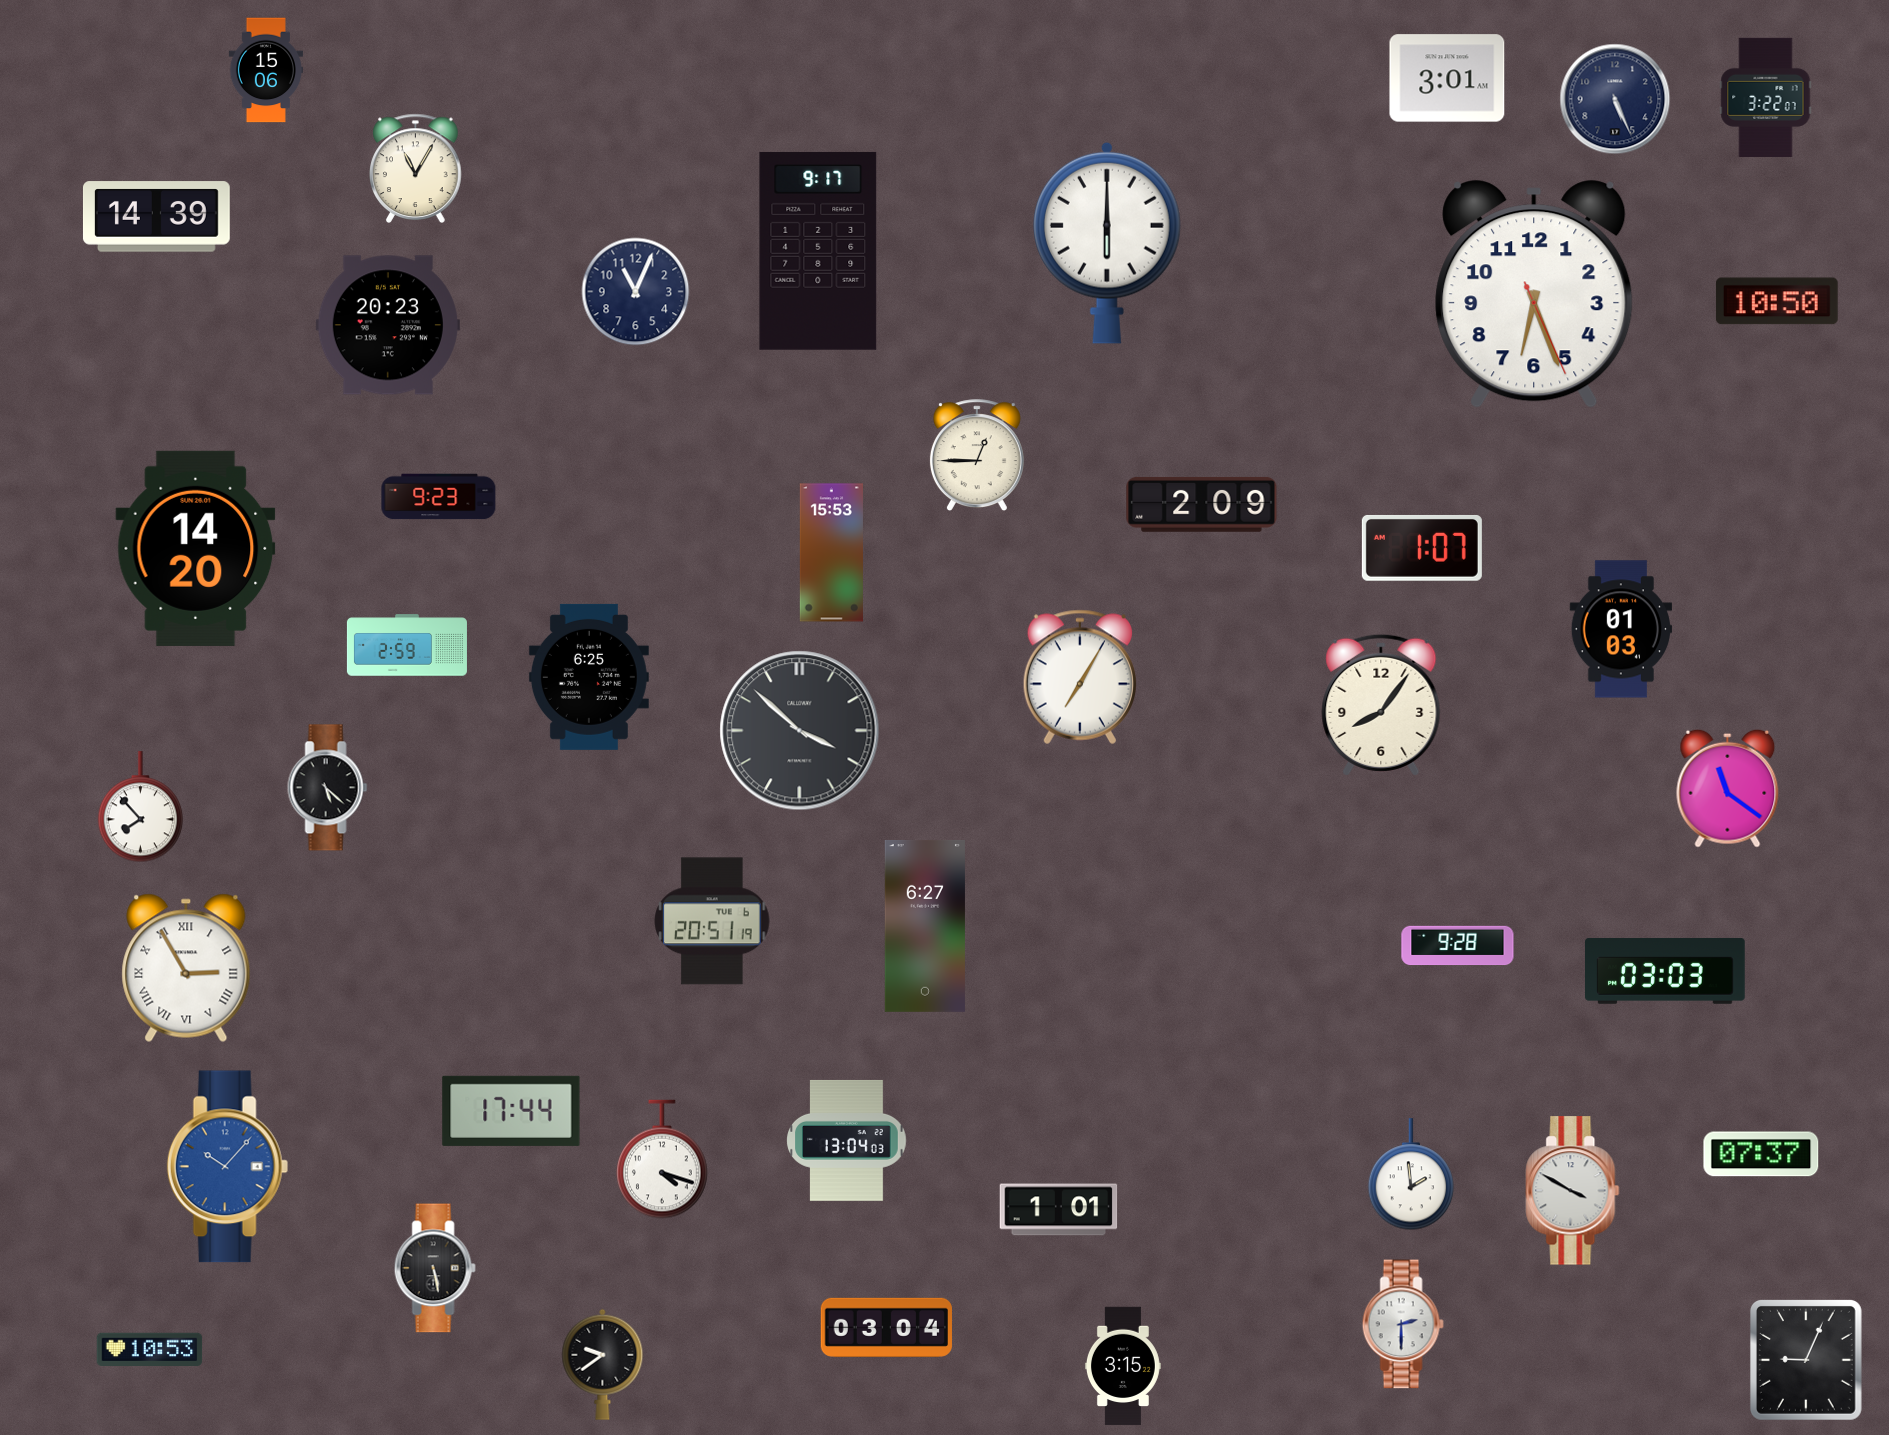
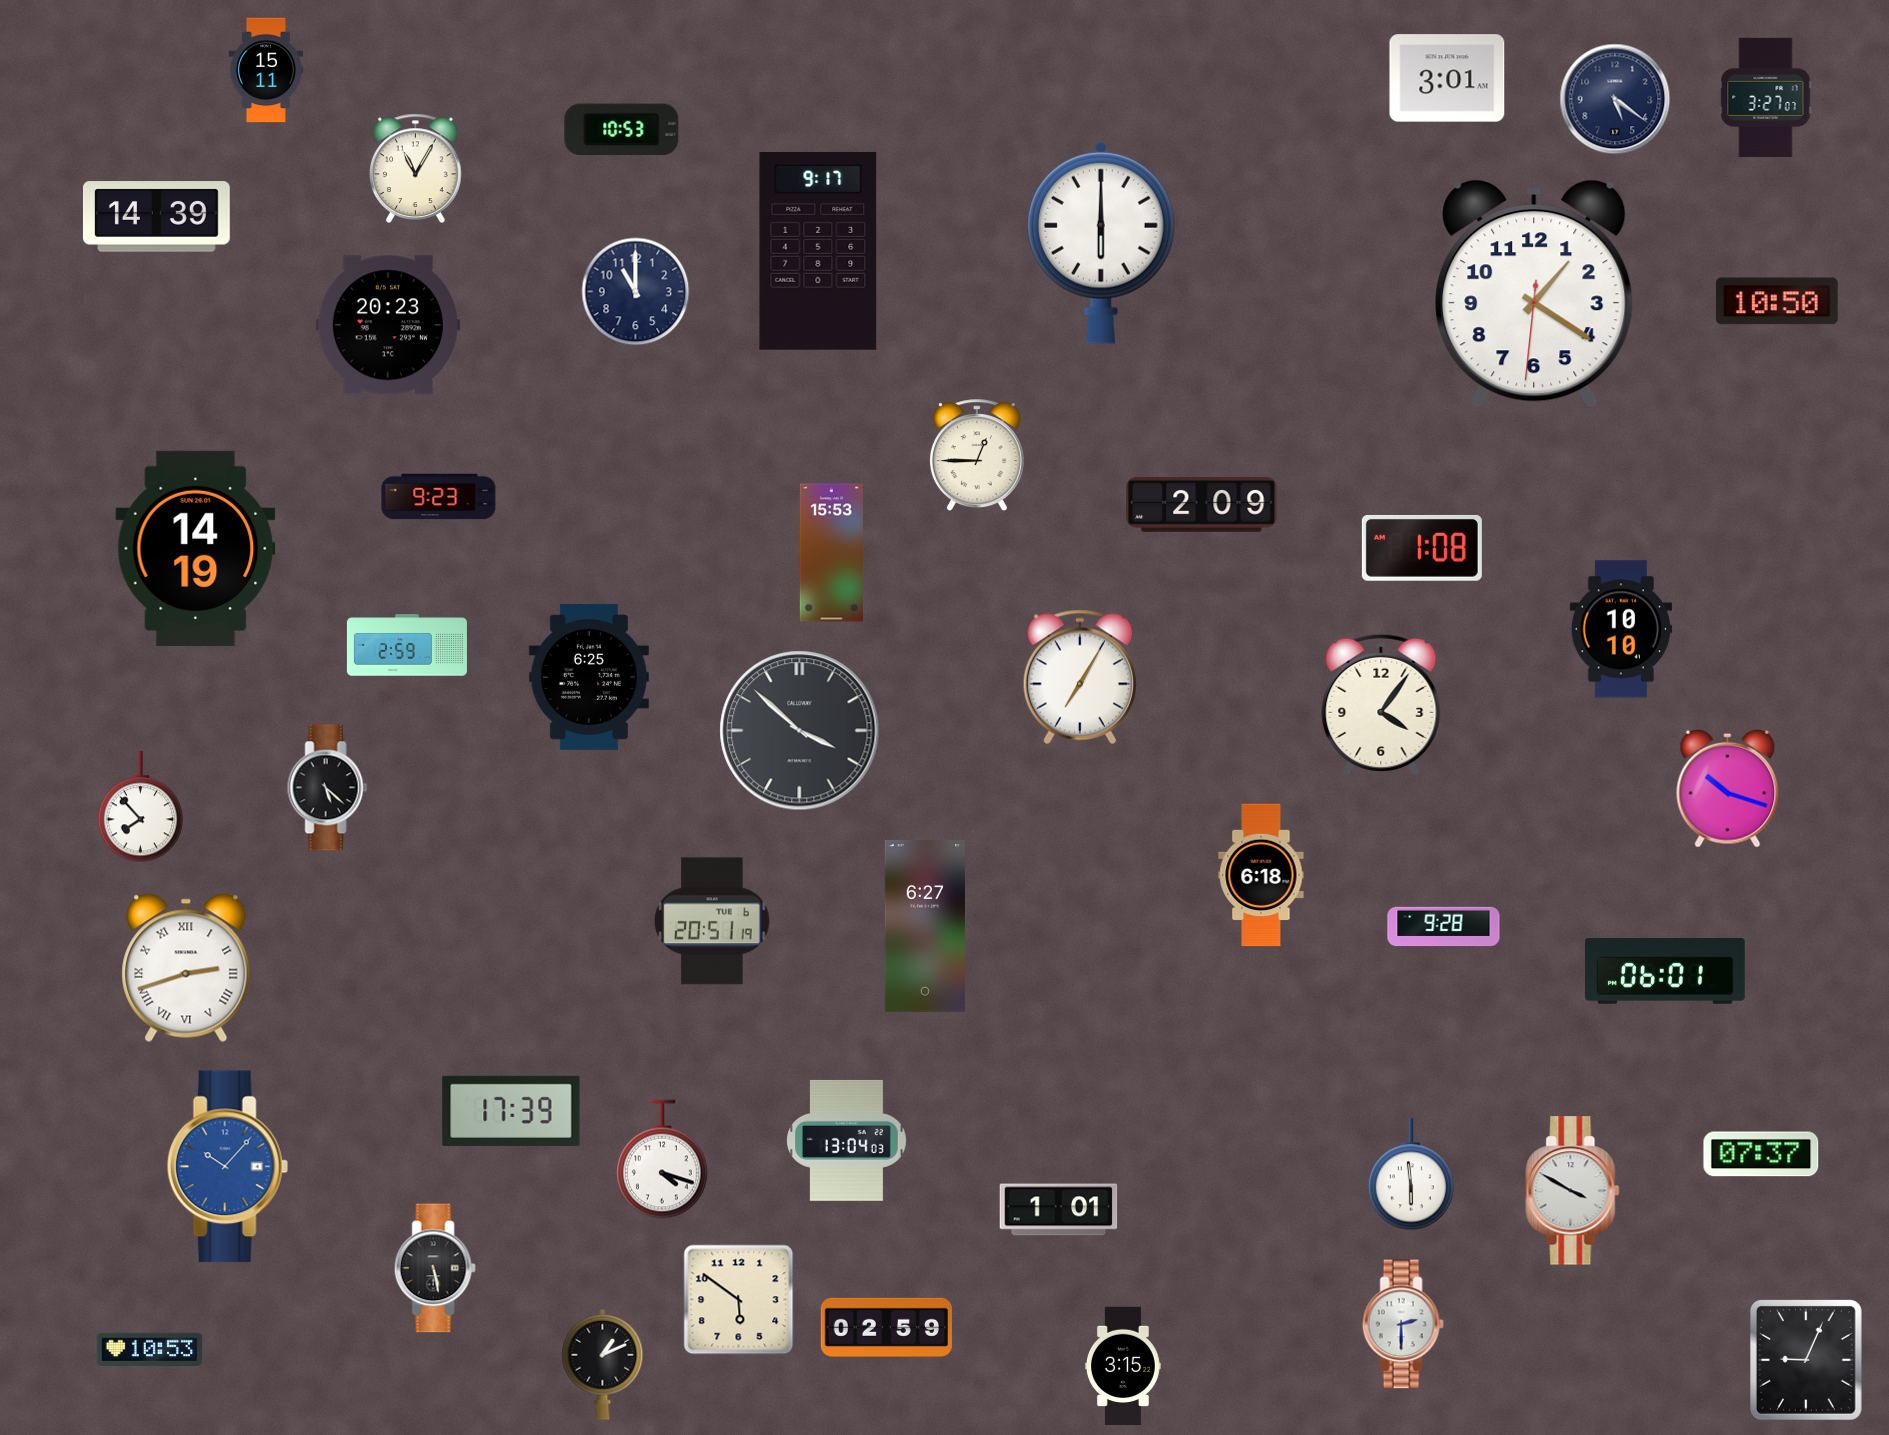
clock at (265, 70): 15:06 -> 15:11
clock at (1766, 97): 3:22 -> 3:27
clock at (1615, 99): 5:26 -> 5:21
clock at (622, 130): none -> 10:53
clock at (1107, 243) position: (1107, 243) -> (1101, 243)
clock at (636, 292): 11:04 -> 11:00
clock at (1534, 294): 6:26 -> 1:20
clock at (196, 548): 14:20 -> 14:19
clock at (1422, 548): 1:07 -> 1:08
clock at (1621, 629): 01:03 -> 10:10
clock at (1381, 705): 8:06 -> 4:06
clock at (1728, 788): 11:21 -> 10:18
clock at (1261, 875): none -> 6:18
clock at (1458, 946) position: (1458, 946) -> (1444, 927)
clock at (186, 968): 2:55 -> 2:42
clock at (1666, 972): 03:03 -> 06:01
clock at (511, 1111): 17:44 -> 17:39
clock at (1410, 1175): 1:59 -> 5:59
clock at (739, 1300): none -> 5:51
clock at (886, 1327): 03:04 -> 02:59
clock at (603, 1364): 9:39 -> 1:11
